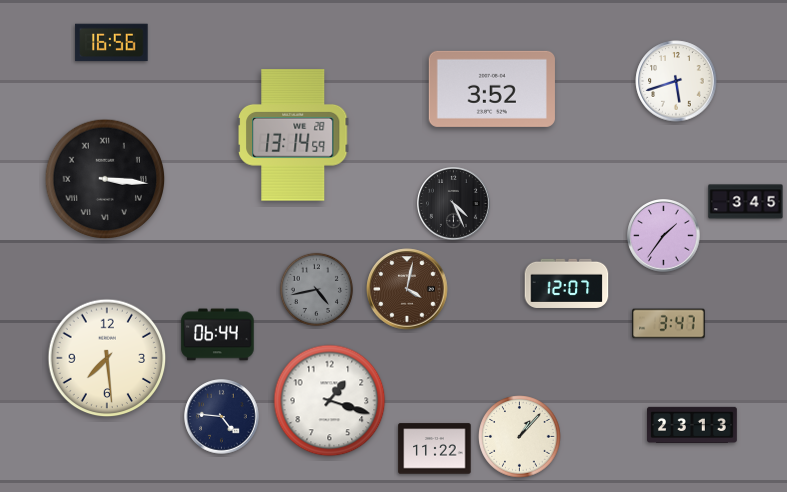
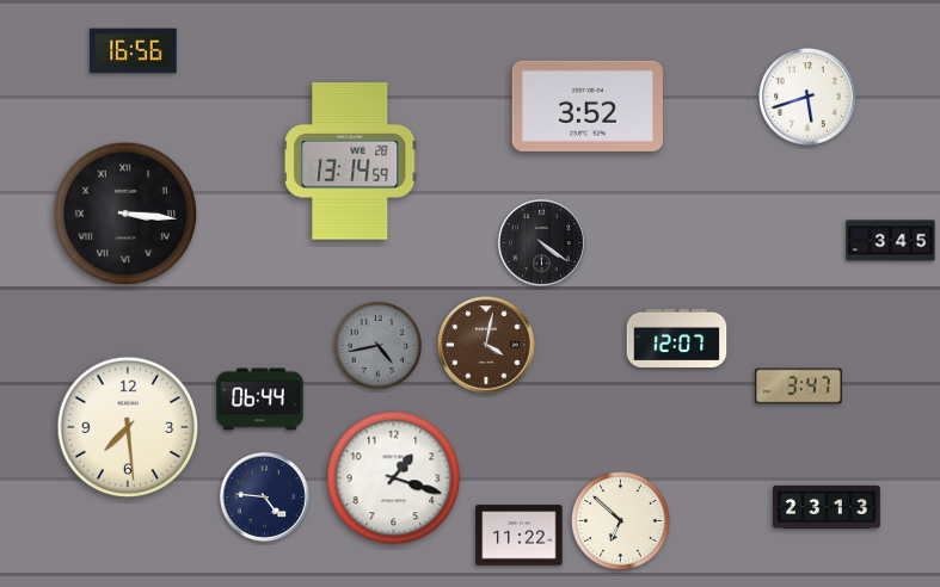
clock at (454, 204): 4:26 -> 4:21
clock at (664, 236): 1:36 -> none
clock at (520, 437): 1:07 -> 6:52
